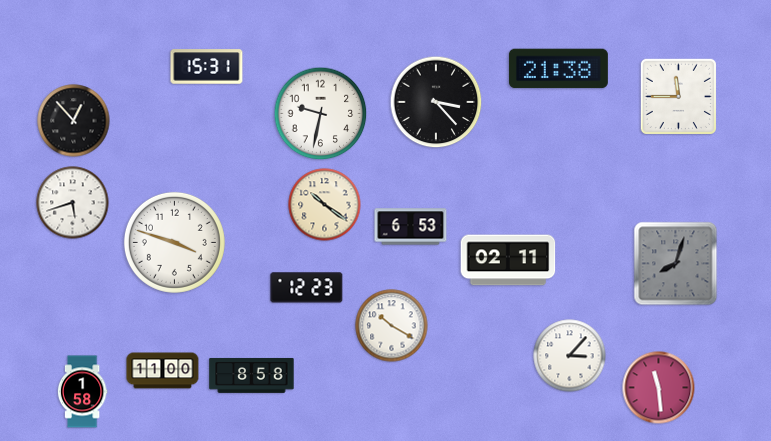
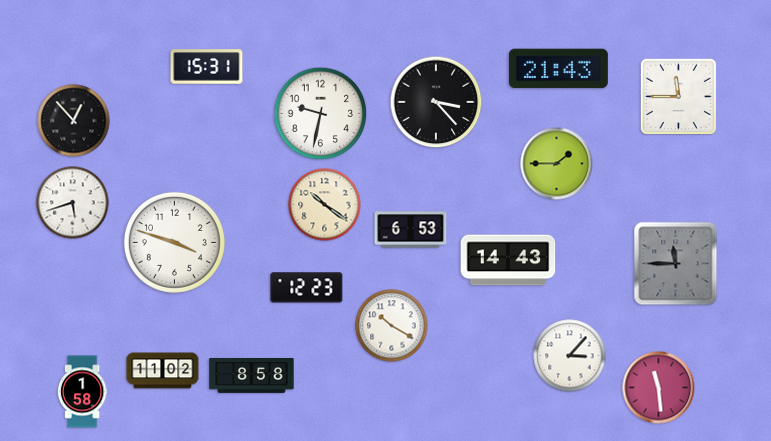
clock at (558, 69): 21:38 -> 21:43
clock at (557, 164): none -> 1:45
clock at (411, 227) position: (411, 227) -> (411, 230)
clock at (508, 260): 02:11 -> 14:43
clock at (676, 264): 8:03 -> 11:45
clock at (163, 371): 11:00 -> 11:02
